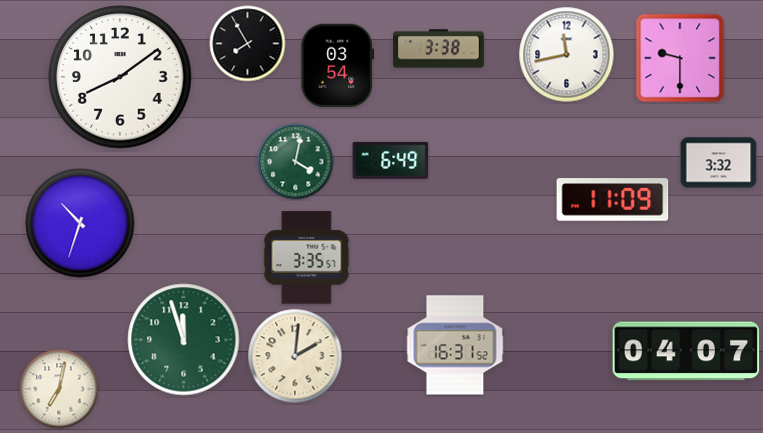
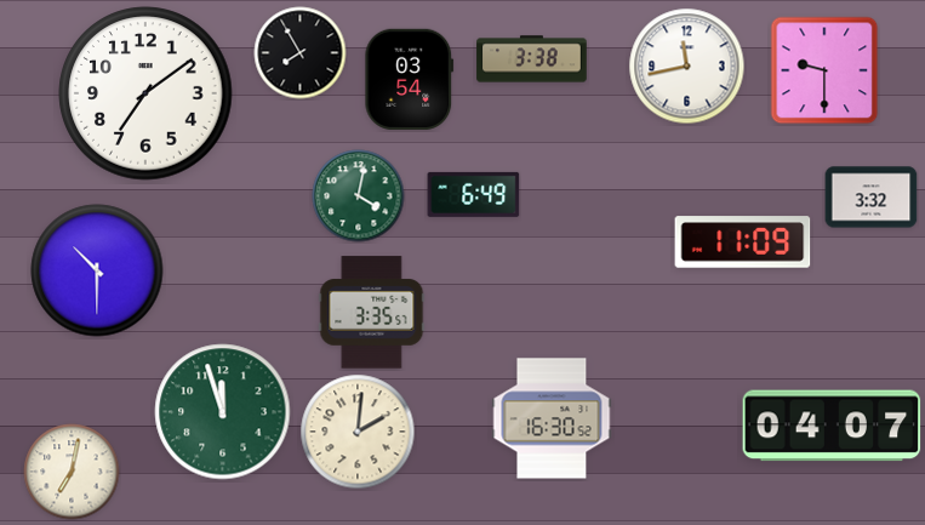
clock at (120, 77): 8:09 -> 7:09
clock at (80, 223): 10:33 -> 10:30
clock at (455, 345): 16:31 -> 16:30
